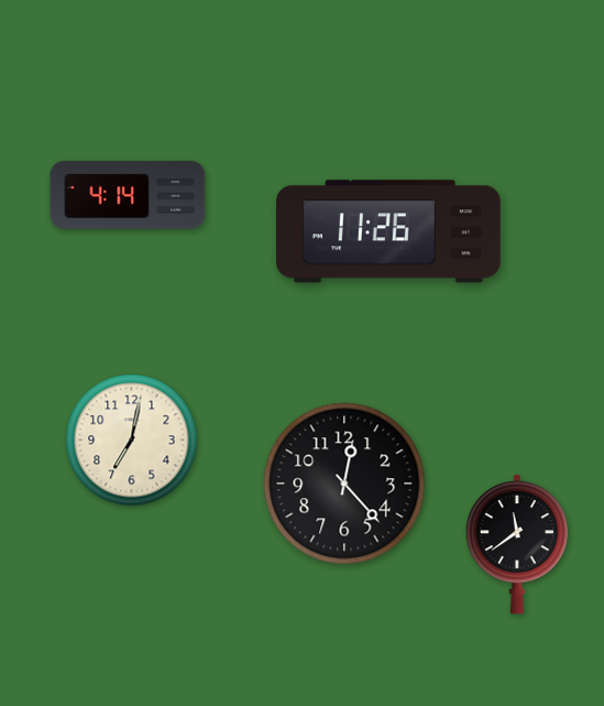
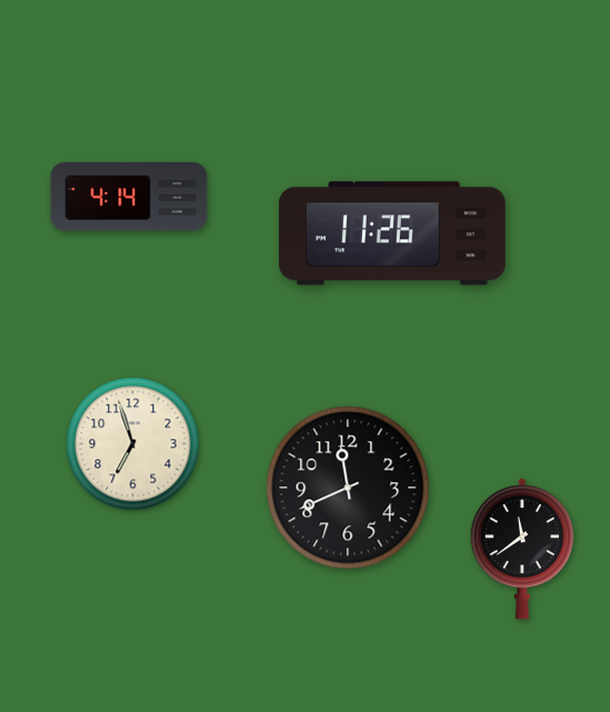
clock at (132, 441): 7:02 -> 6:57
clock at (344, 484): 12:23 -> 11:41
